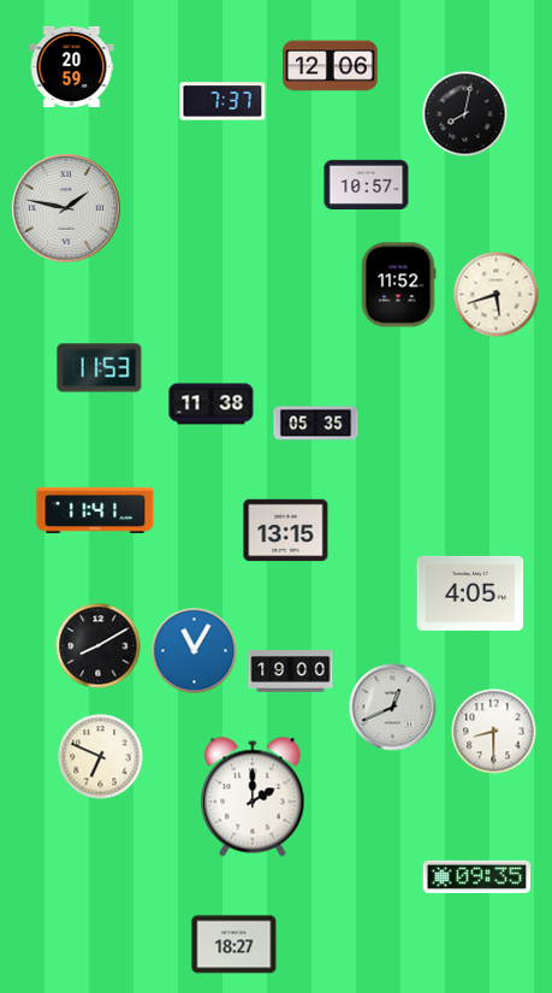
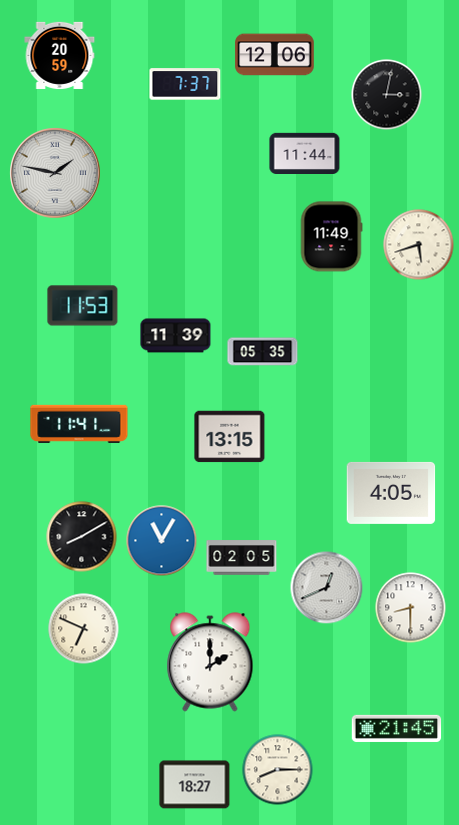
clock at (465, 114): 8:02 -> 3:02
clock at (367, 184): 10:57 -> 11:44
clock at (398, 285): 11:52 -> 11:49
clock at (497, 295) position: (497, 295) -> (419, 245)
clock at (212, 404): 11:38 -> 11:39
clock at (286, 531) position: (286, 531) -> (230, 437)
clock at (291, 672): 19:00 -> 02:05
clock at (477, 876): 09:35 -> 21:45
clock at (278, 770): none -> 8:15
